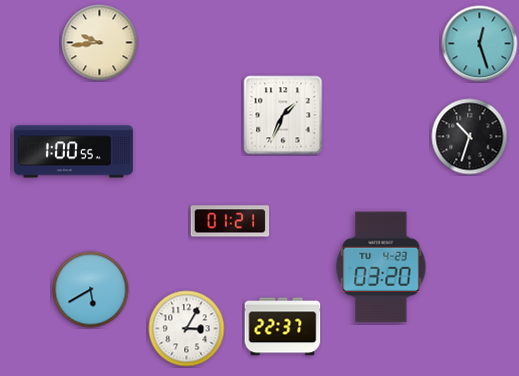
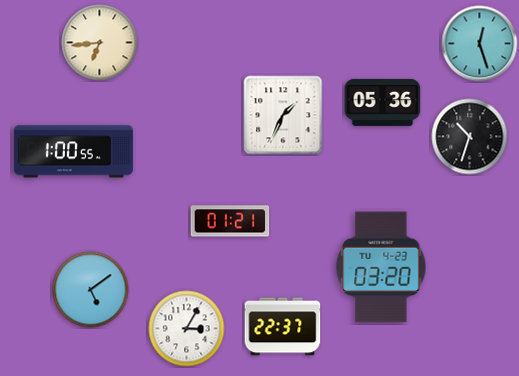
clock at (100, 43): 9:44 -> 6:44
clock at (383, 102): none -> 05:36
clock at (91, 290): 5:40 -> 5:09
